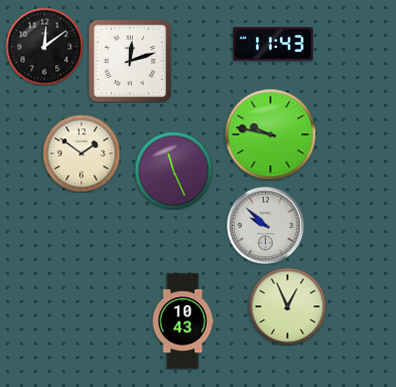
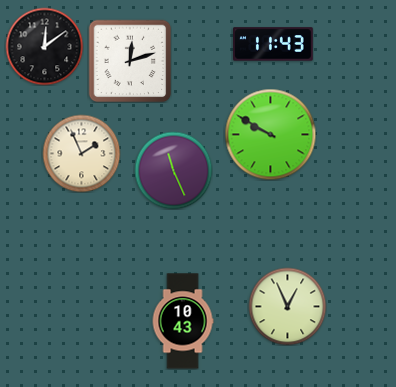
clock at (270, 134): 9:47 -> 9:50
clock at (81, 153): 1:51 -> 1:56
clock at (265, 225): 9:52 -> none
